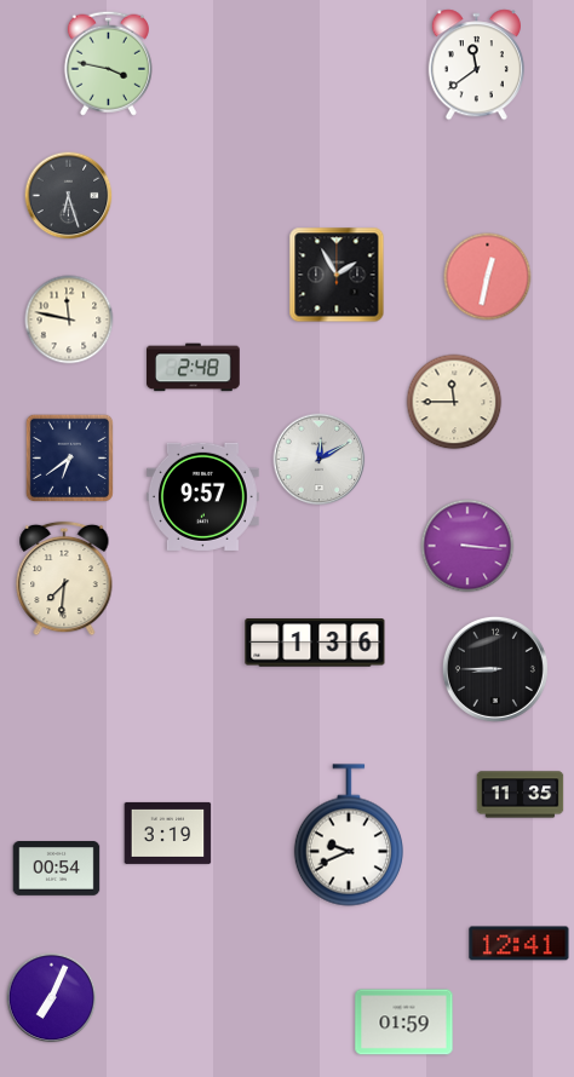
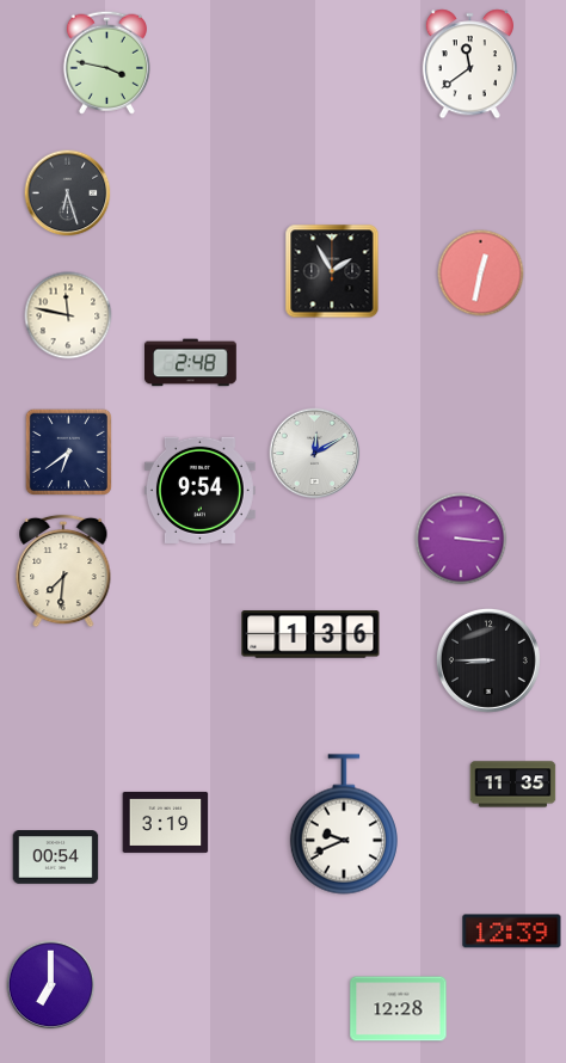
clock at (454, 402): 11:45 -> none
clock at (202, 496): 9:57 -> 9:54
clock at (520, 944): 12:41 -> 12:39
clock at (52, 998): 7:04 -> 7:00
clock at (404, 1023): 01:59 -> 12:28
